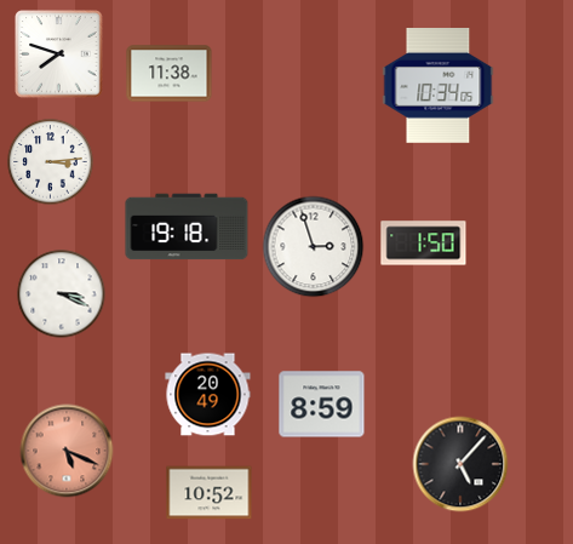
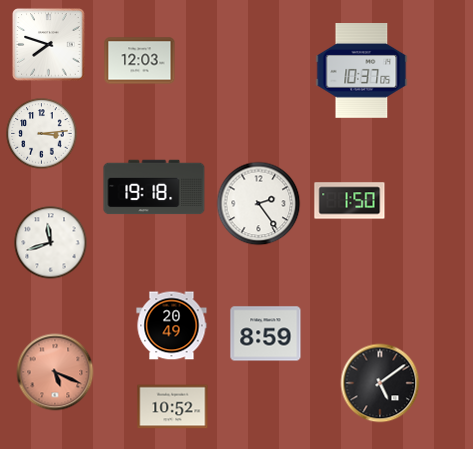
clock at (170, 74): 11:38 -> 12:03
clock at (439, 86): 10:34 -> 10:37
clock at (314, 247): 2:57 -> 2:24
clock at (62, 294): 3:19 -> 11:42
clock at (460, 464): 5:07 -> 5:09
